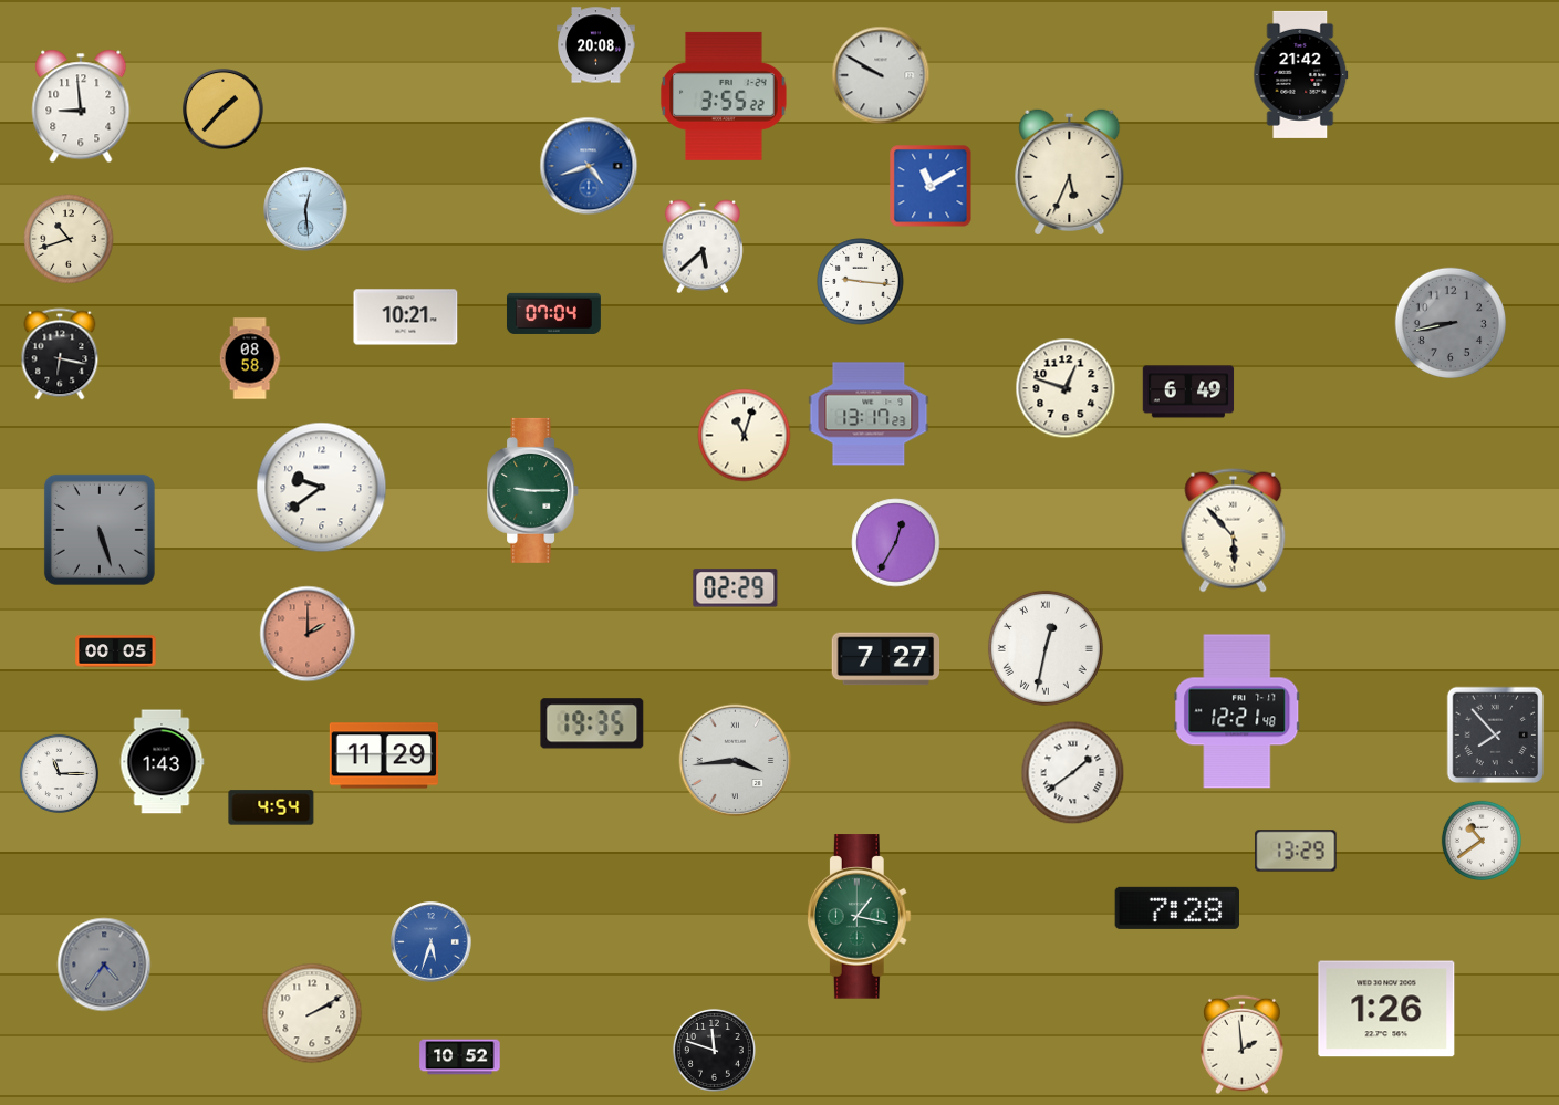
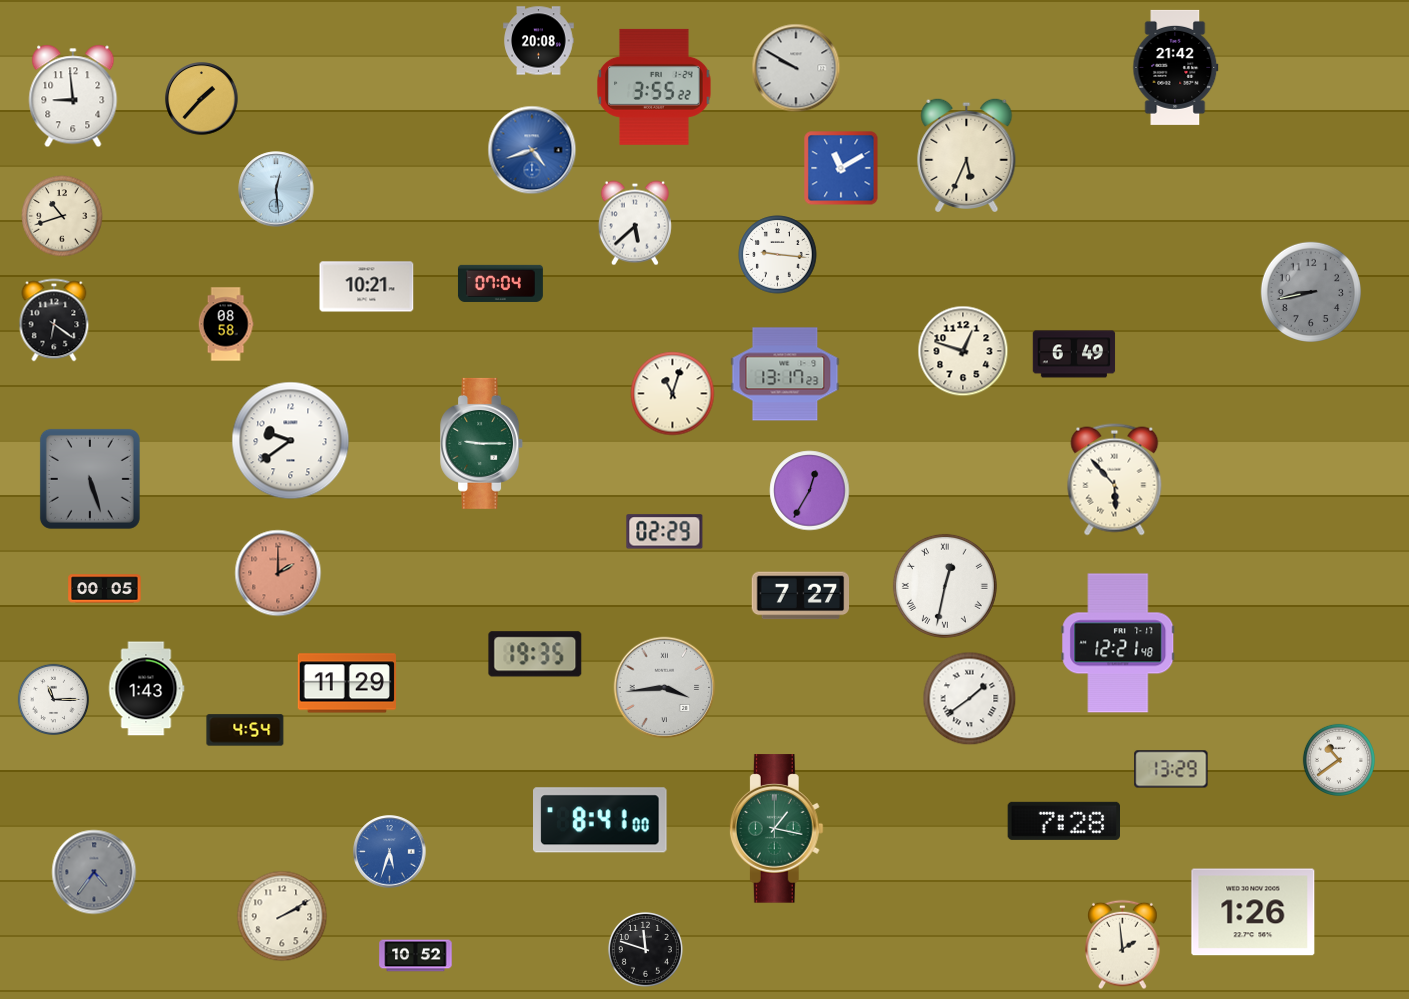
clock at (60, 354): 6:17 -> 6:21
clock at (1496, 736): 7:53 -> none
clock at (601, 820): none -> 8:41
